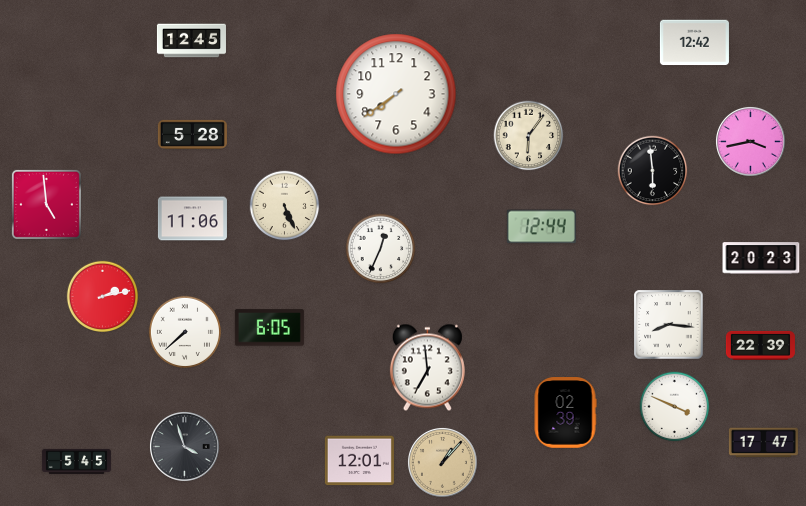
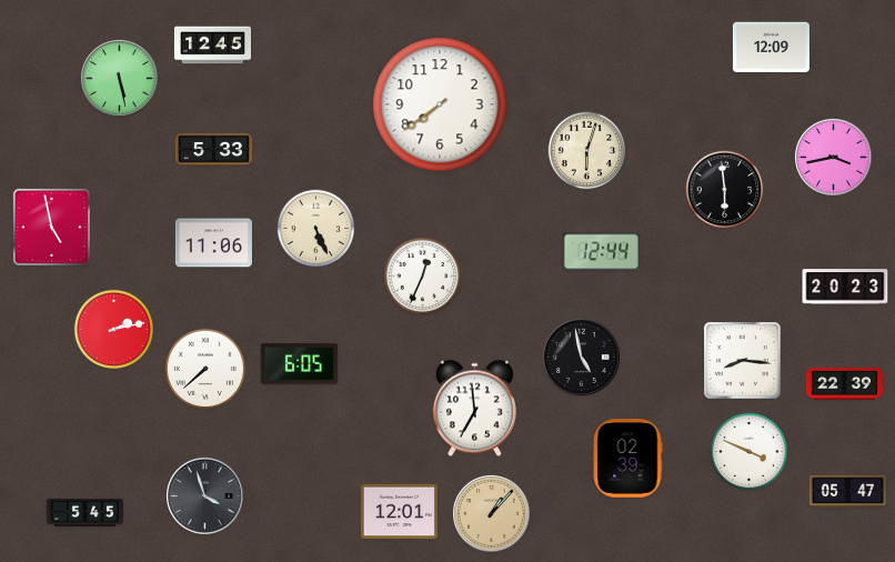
clock at (694, 43): 12:42 -> 12:09
clock at (119, 78): none -> 5:28
clock at (192, 134): 5:28 -> 5:33
clock at (529, 136): 6:06 -> 6:03
clock at (46, 204): 4:59 -> 4:58
clock at (581, 357): none -> 4:58
clock at (763, 443): 17:47 -> 05:47
